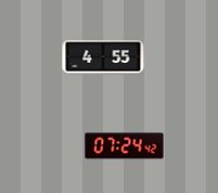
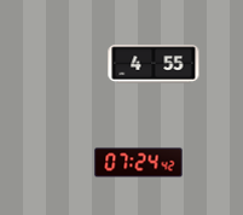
clock at (103, 57) position: (103, 57) -> (154, 64)
